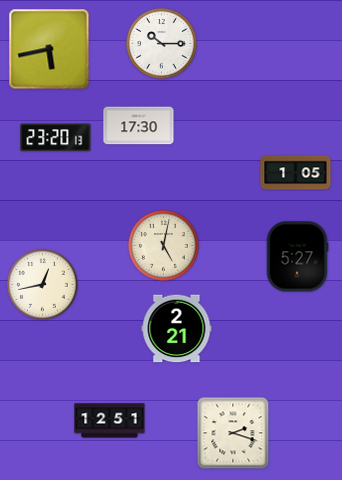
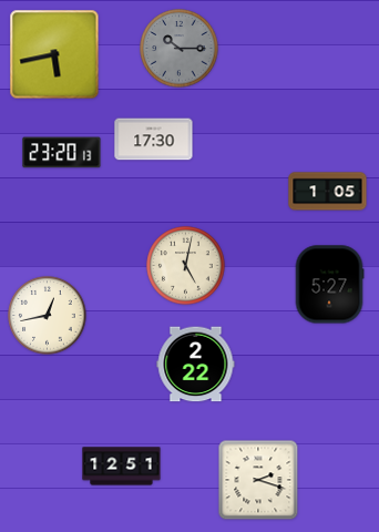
clock at (162, 44) dial: white -> grey
clock at (164, 246) position: (164, 246) -> (186, 266)
clock at (177, 329): 2:21 -> 2:22
